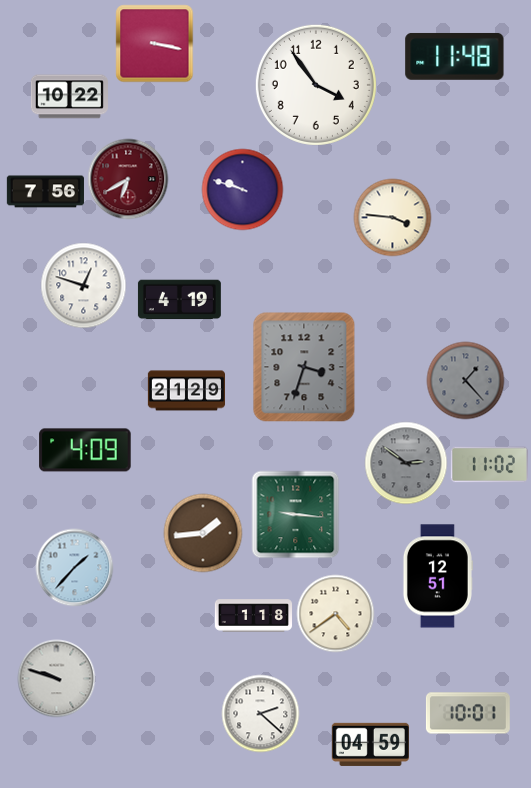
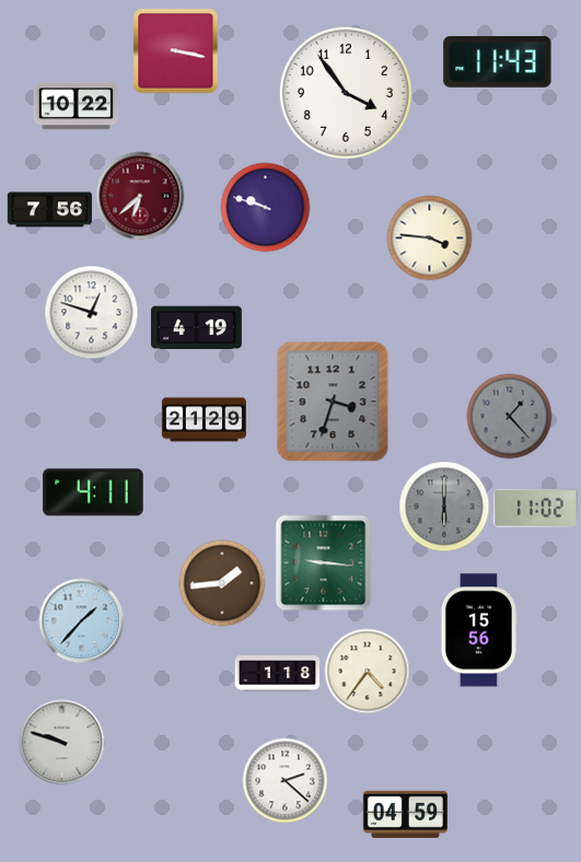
clock at (154, 43) position: (154, 43) -> (175, 50)
clock at (455, 56): 11:48 -> 11:43
clock at (128, 179): 6:40 -> 6:38
clock at (186, 391) position: (186, 391) -> (204, 420)
clock at (85, 450): 4:09 -> 4:11
clock at (406, 463): 2:51 -> 6:00
clock at (437, 576): 12:51 -> 15:56
clock at (335, 613): 4:39 -> 4:36
clock at (468, 713): 10:01 -> none
